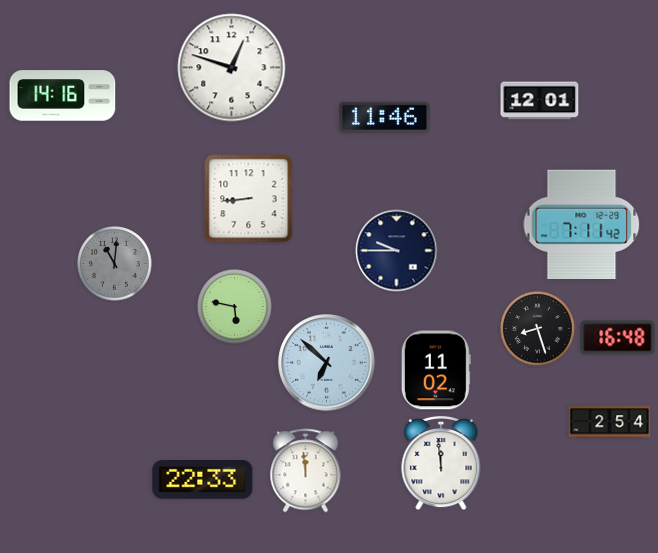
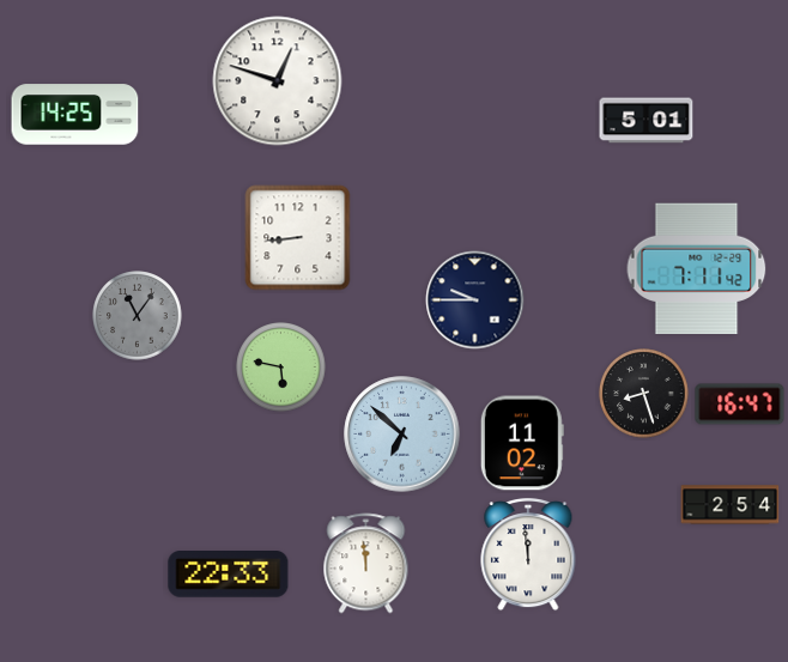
clock at (63, 96): 14:16 -> 14:25
clock at (540, 101): 12:01 -> 5:01
clock at (384, 117): 11:46 -> none
clock at (115, 264): 11:01 -> 11:06
clock at (618, 338): 16:48 -> 16:47
clock at (327, 363) position: (327, 363) -> (402, 435)
clock at (203, 480) position: (203, 480) -> (229, 575)
